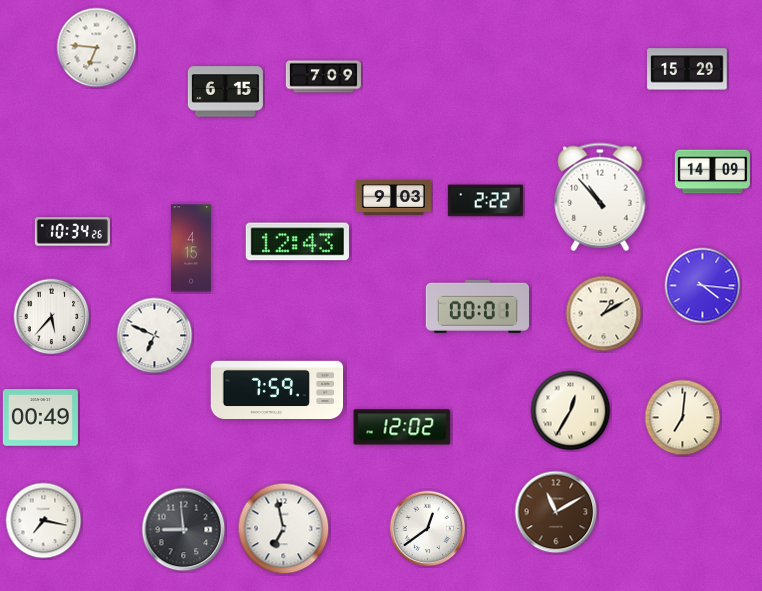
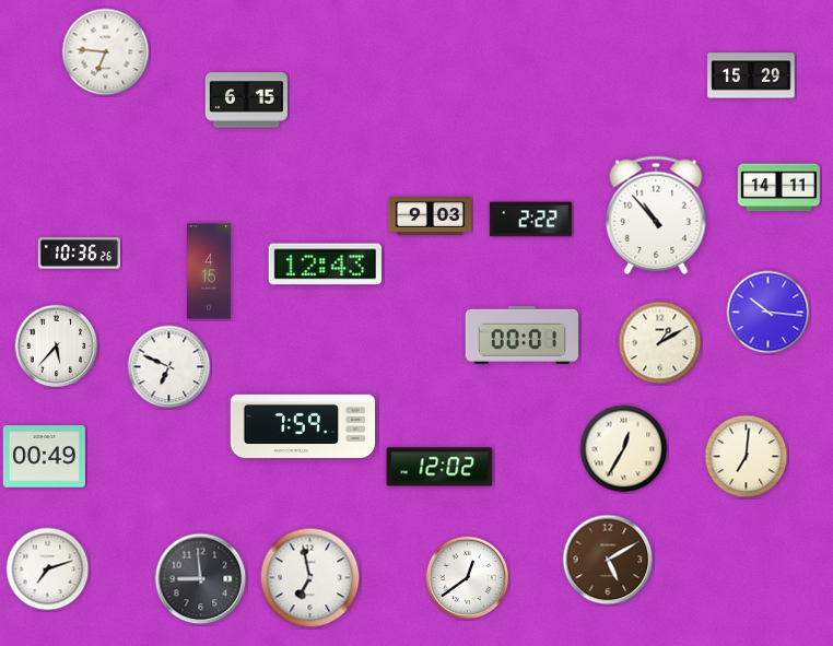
clock at (323, 77): 7:09 -> none
clock at (712, 172): 14:09 -> 14:11
clock at (72, 232): 10:34 -> 10:36
clock at (703, 286): 4:16 -> 10:16
clock at (556, 512): 11:10 -> 5:10
clock at (44, 521): 7:17 -> 7:12
